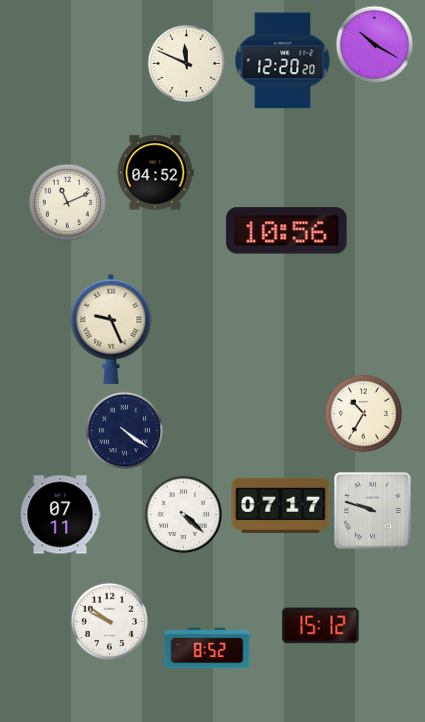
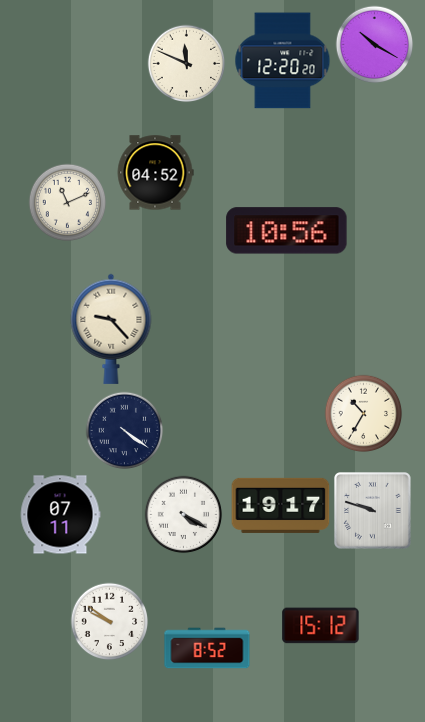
clock at (111, 329): 9:26 -> 9:23
clock at (281, 505): 07:17 -> 19:17
clock at (183, 514): 4:22 -> 4:20
